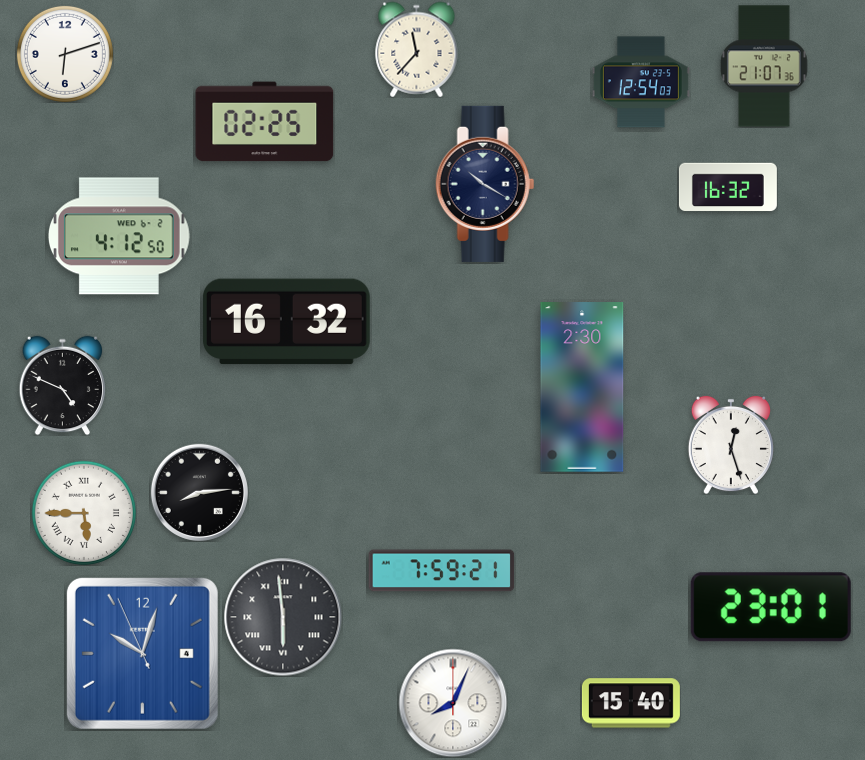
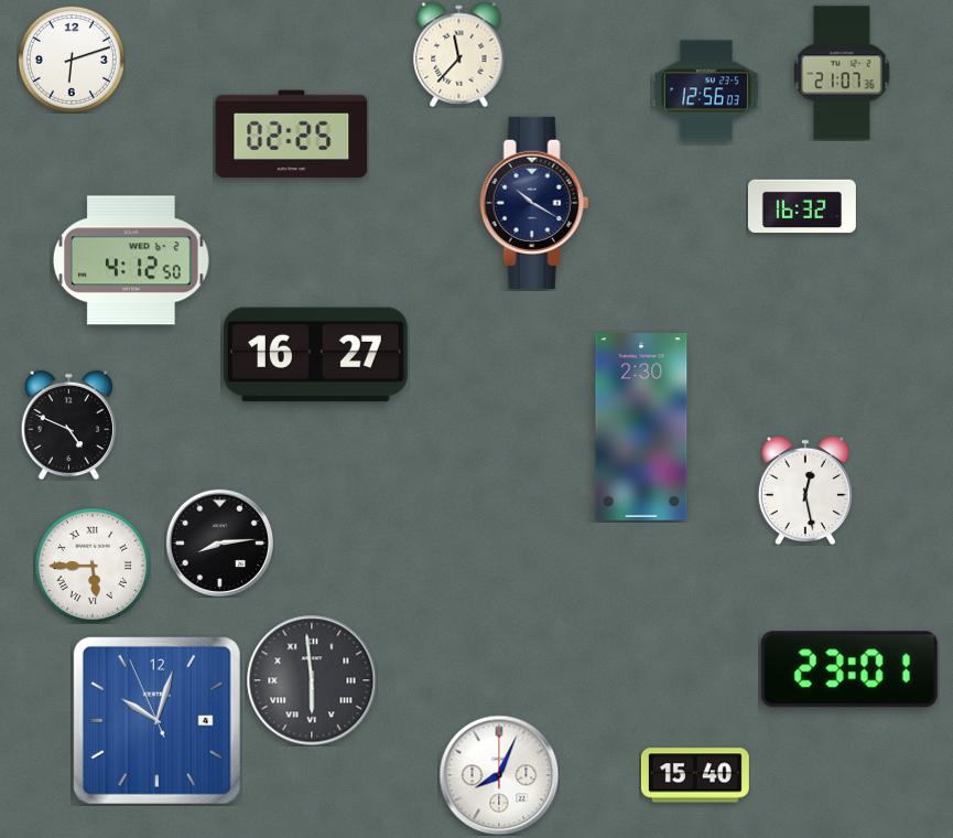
clock at (641, 82): 12:54 -> 12:56
clock at (286, 322): 16:32 -> 16:27
clock at (731, 445): 12:27 -> 12:28
clock at (442, 571): 7:59 -> none
